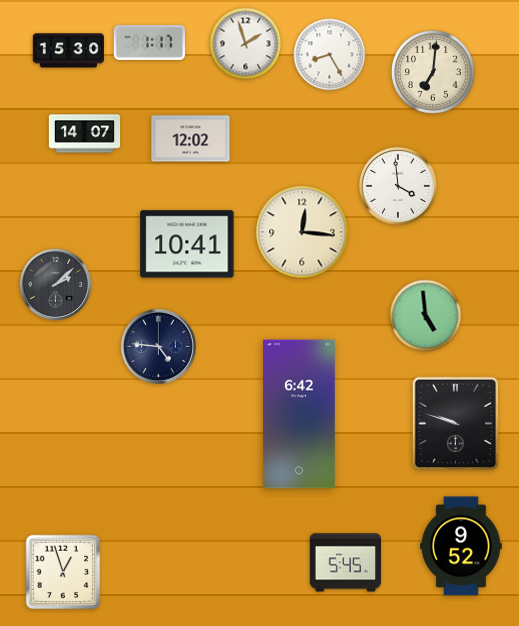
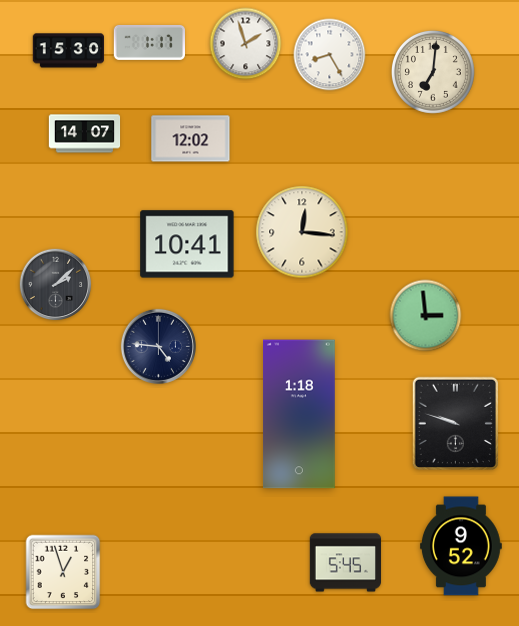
clock at (398, 186): 3:59 -> none
clock at (426, 316): 4:59 -> 2:59
clock at (300, 414): 6:42 -> 1:18
